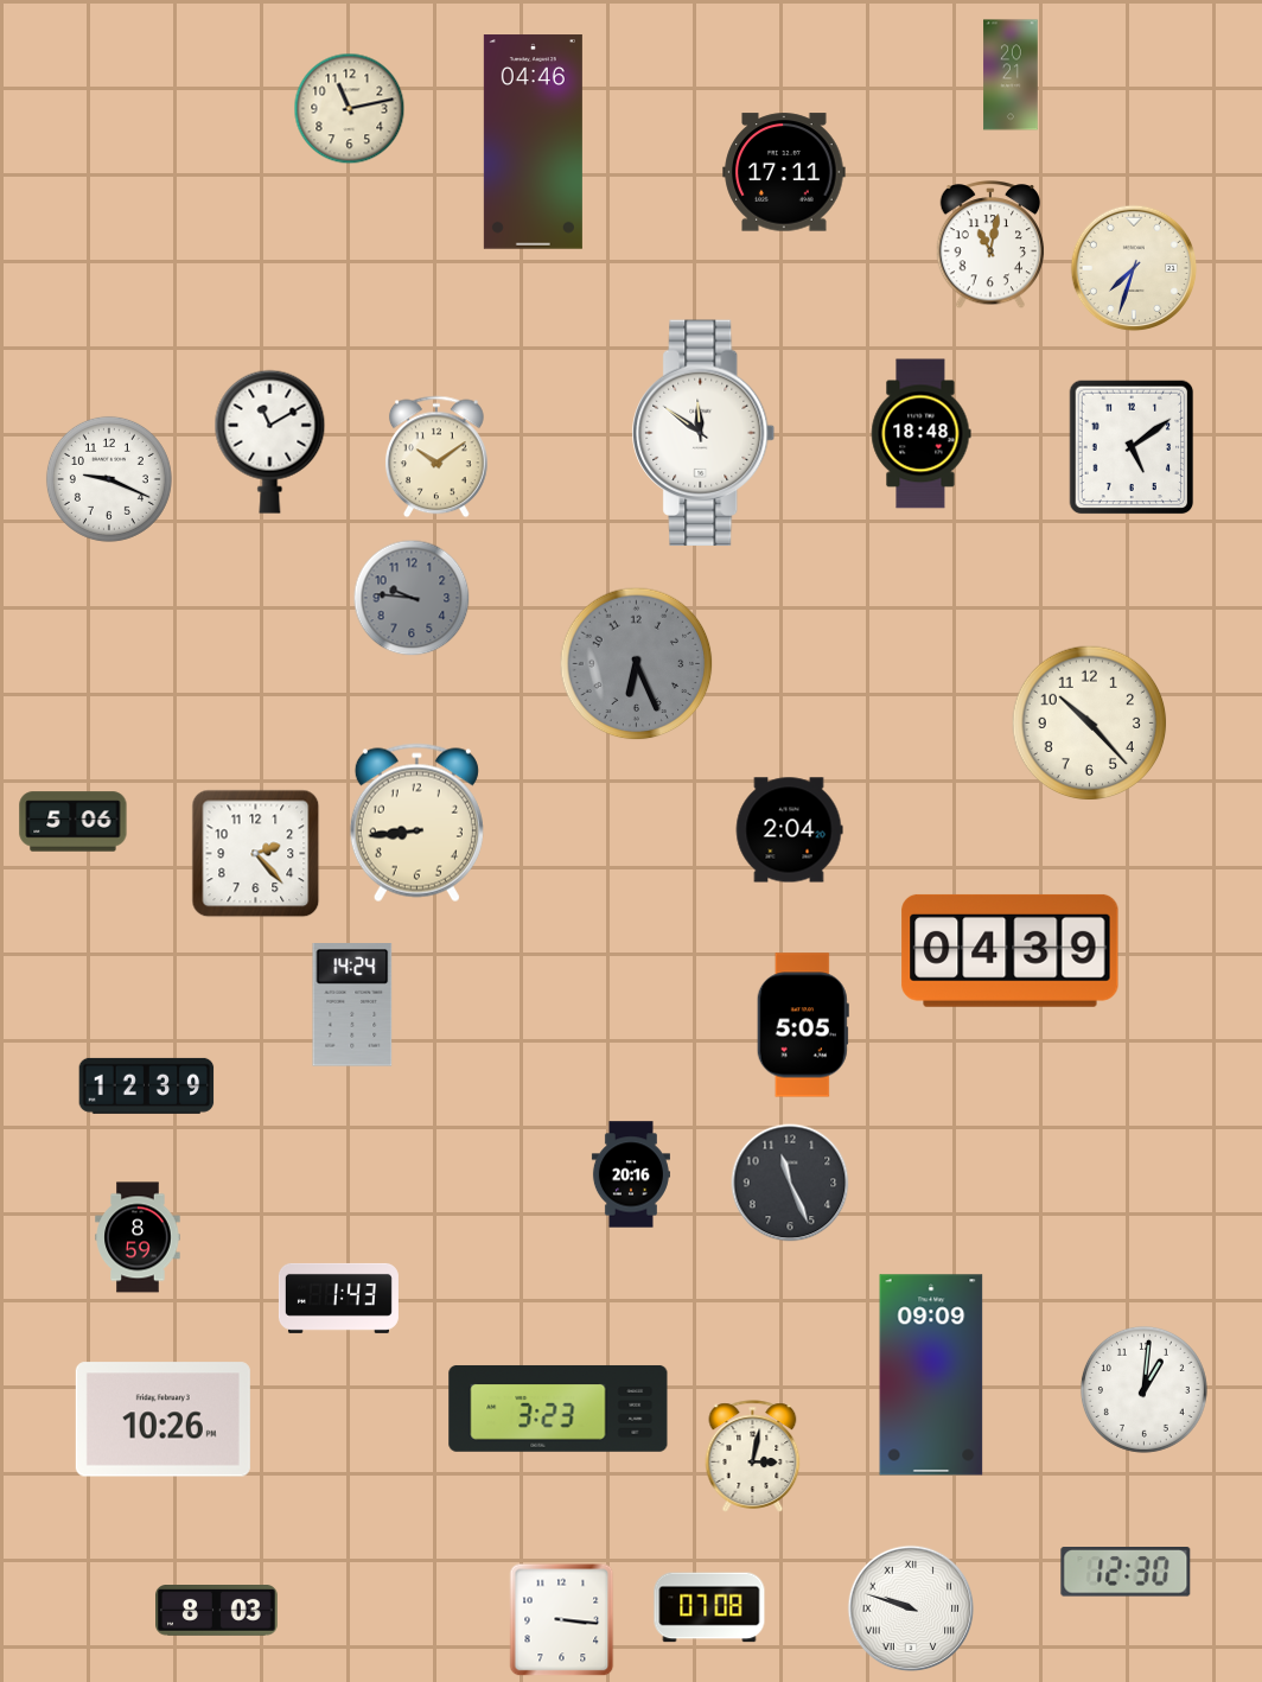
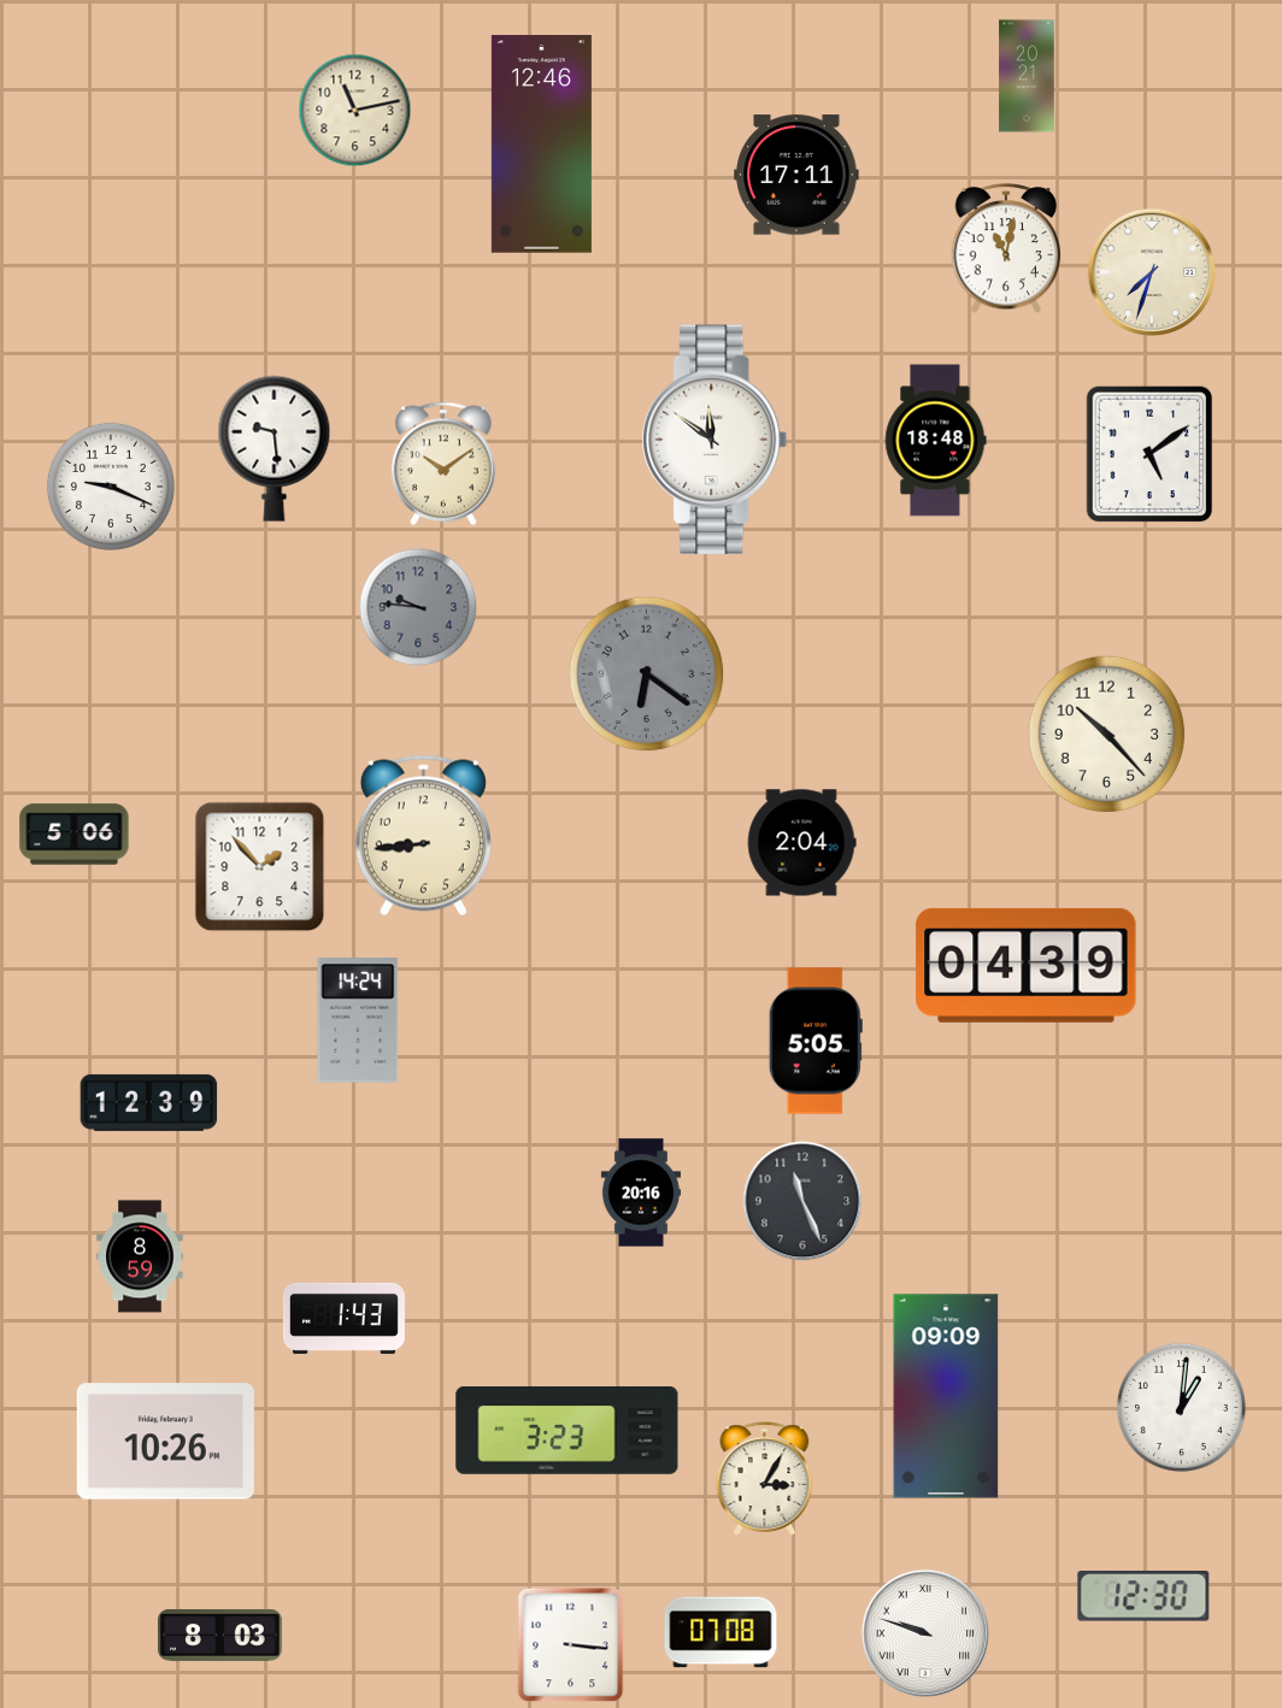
clock at (533, 142): 04:46 -> 12:46
clock at (270, 441): 11:10 -> 9:29
clock at (637, 664): 6:26 -> 6:21
clock at (256, 854): 2:23 -> 1:53
clock at (1143, 1389) position: (1143, 1389) -> (1181, 1407)
clock at (753, 1457): 3:02 -> 3:05
